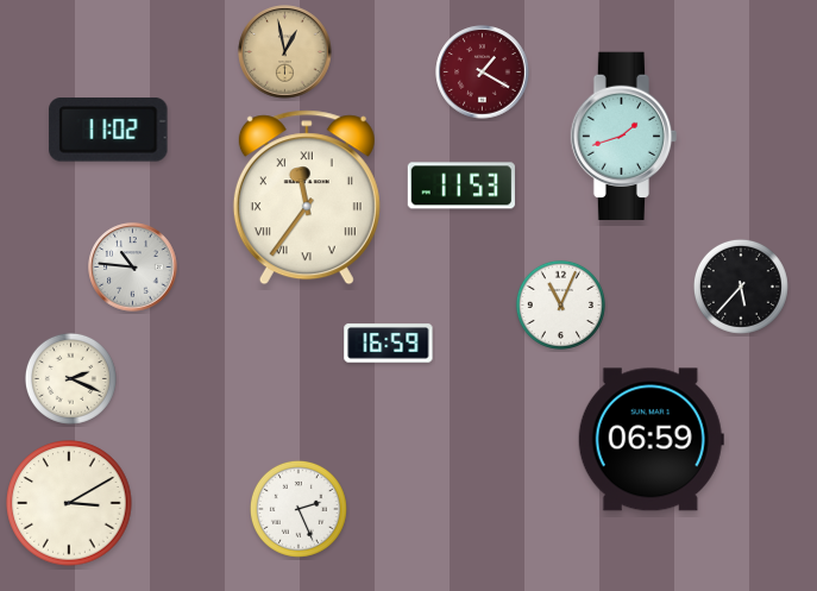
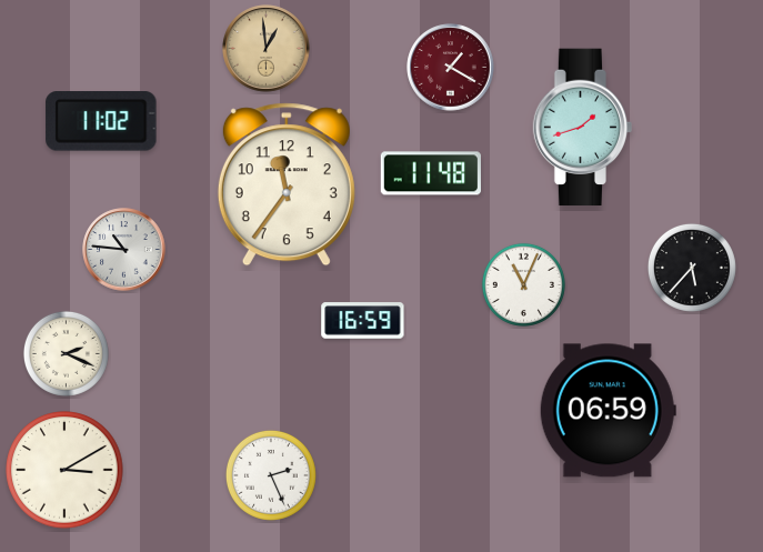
clock at (285, 52): 12:58 -> 12:59
clock at (461, 186): 11:53 -> 11:48
clock at (307, 197) numerals: Roman -> Arabic
clock at (298, 509) position: (298, 509) -> (271, 475)
